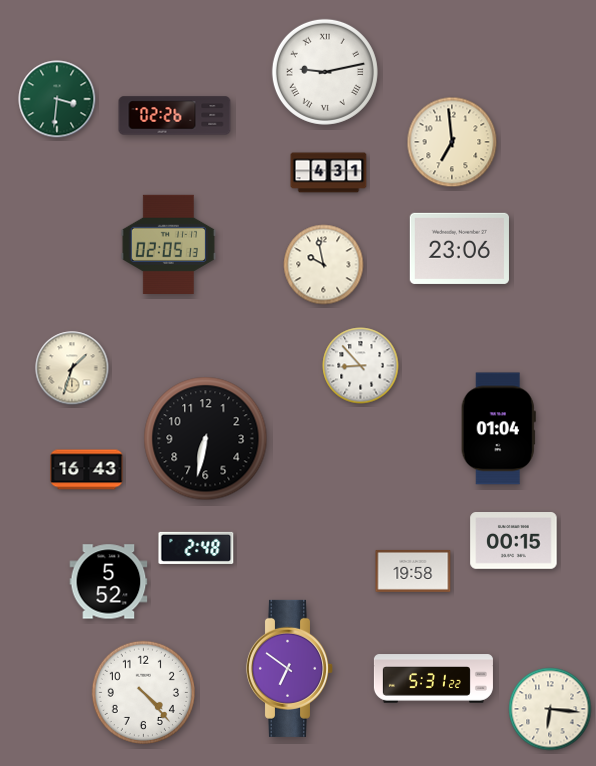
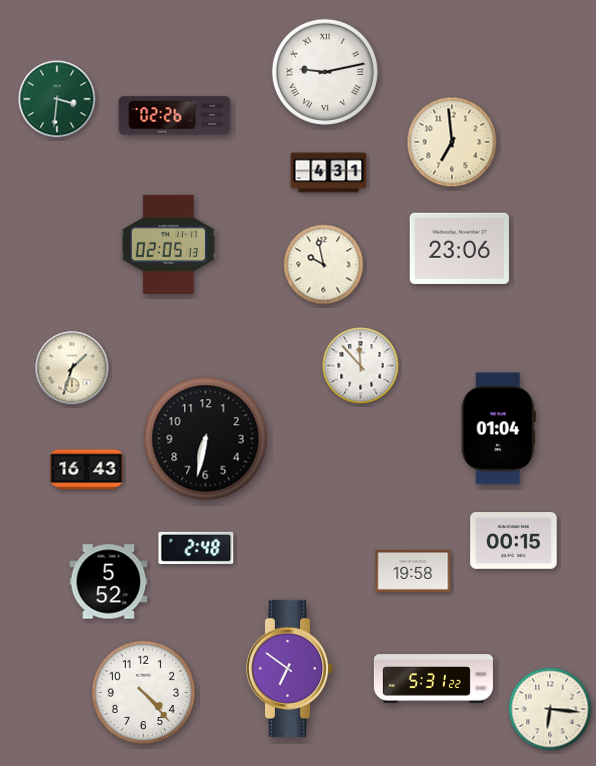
clock at (361, 366): 8:53 -> 11:53
